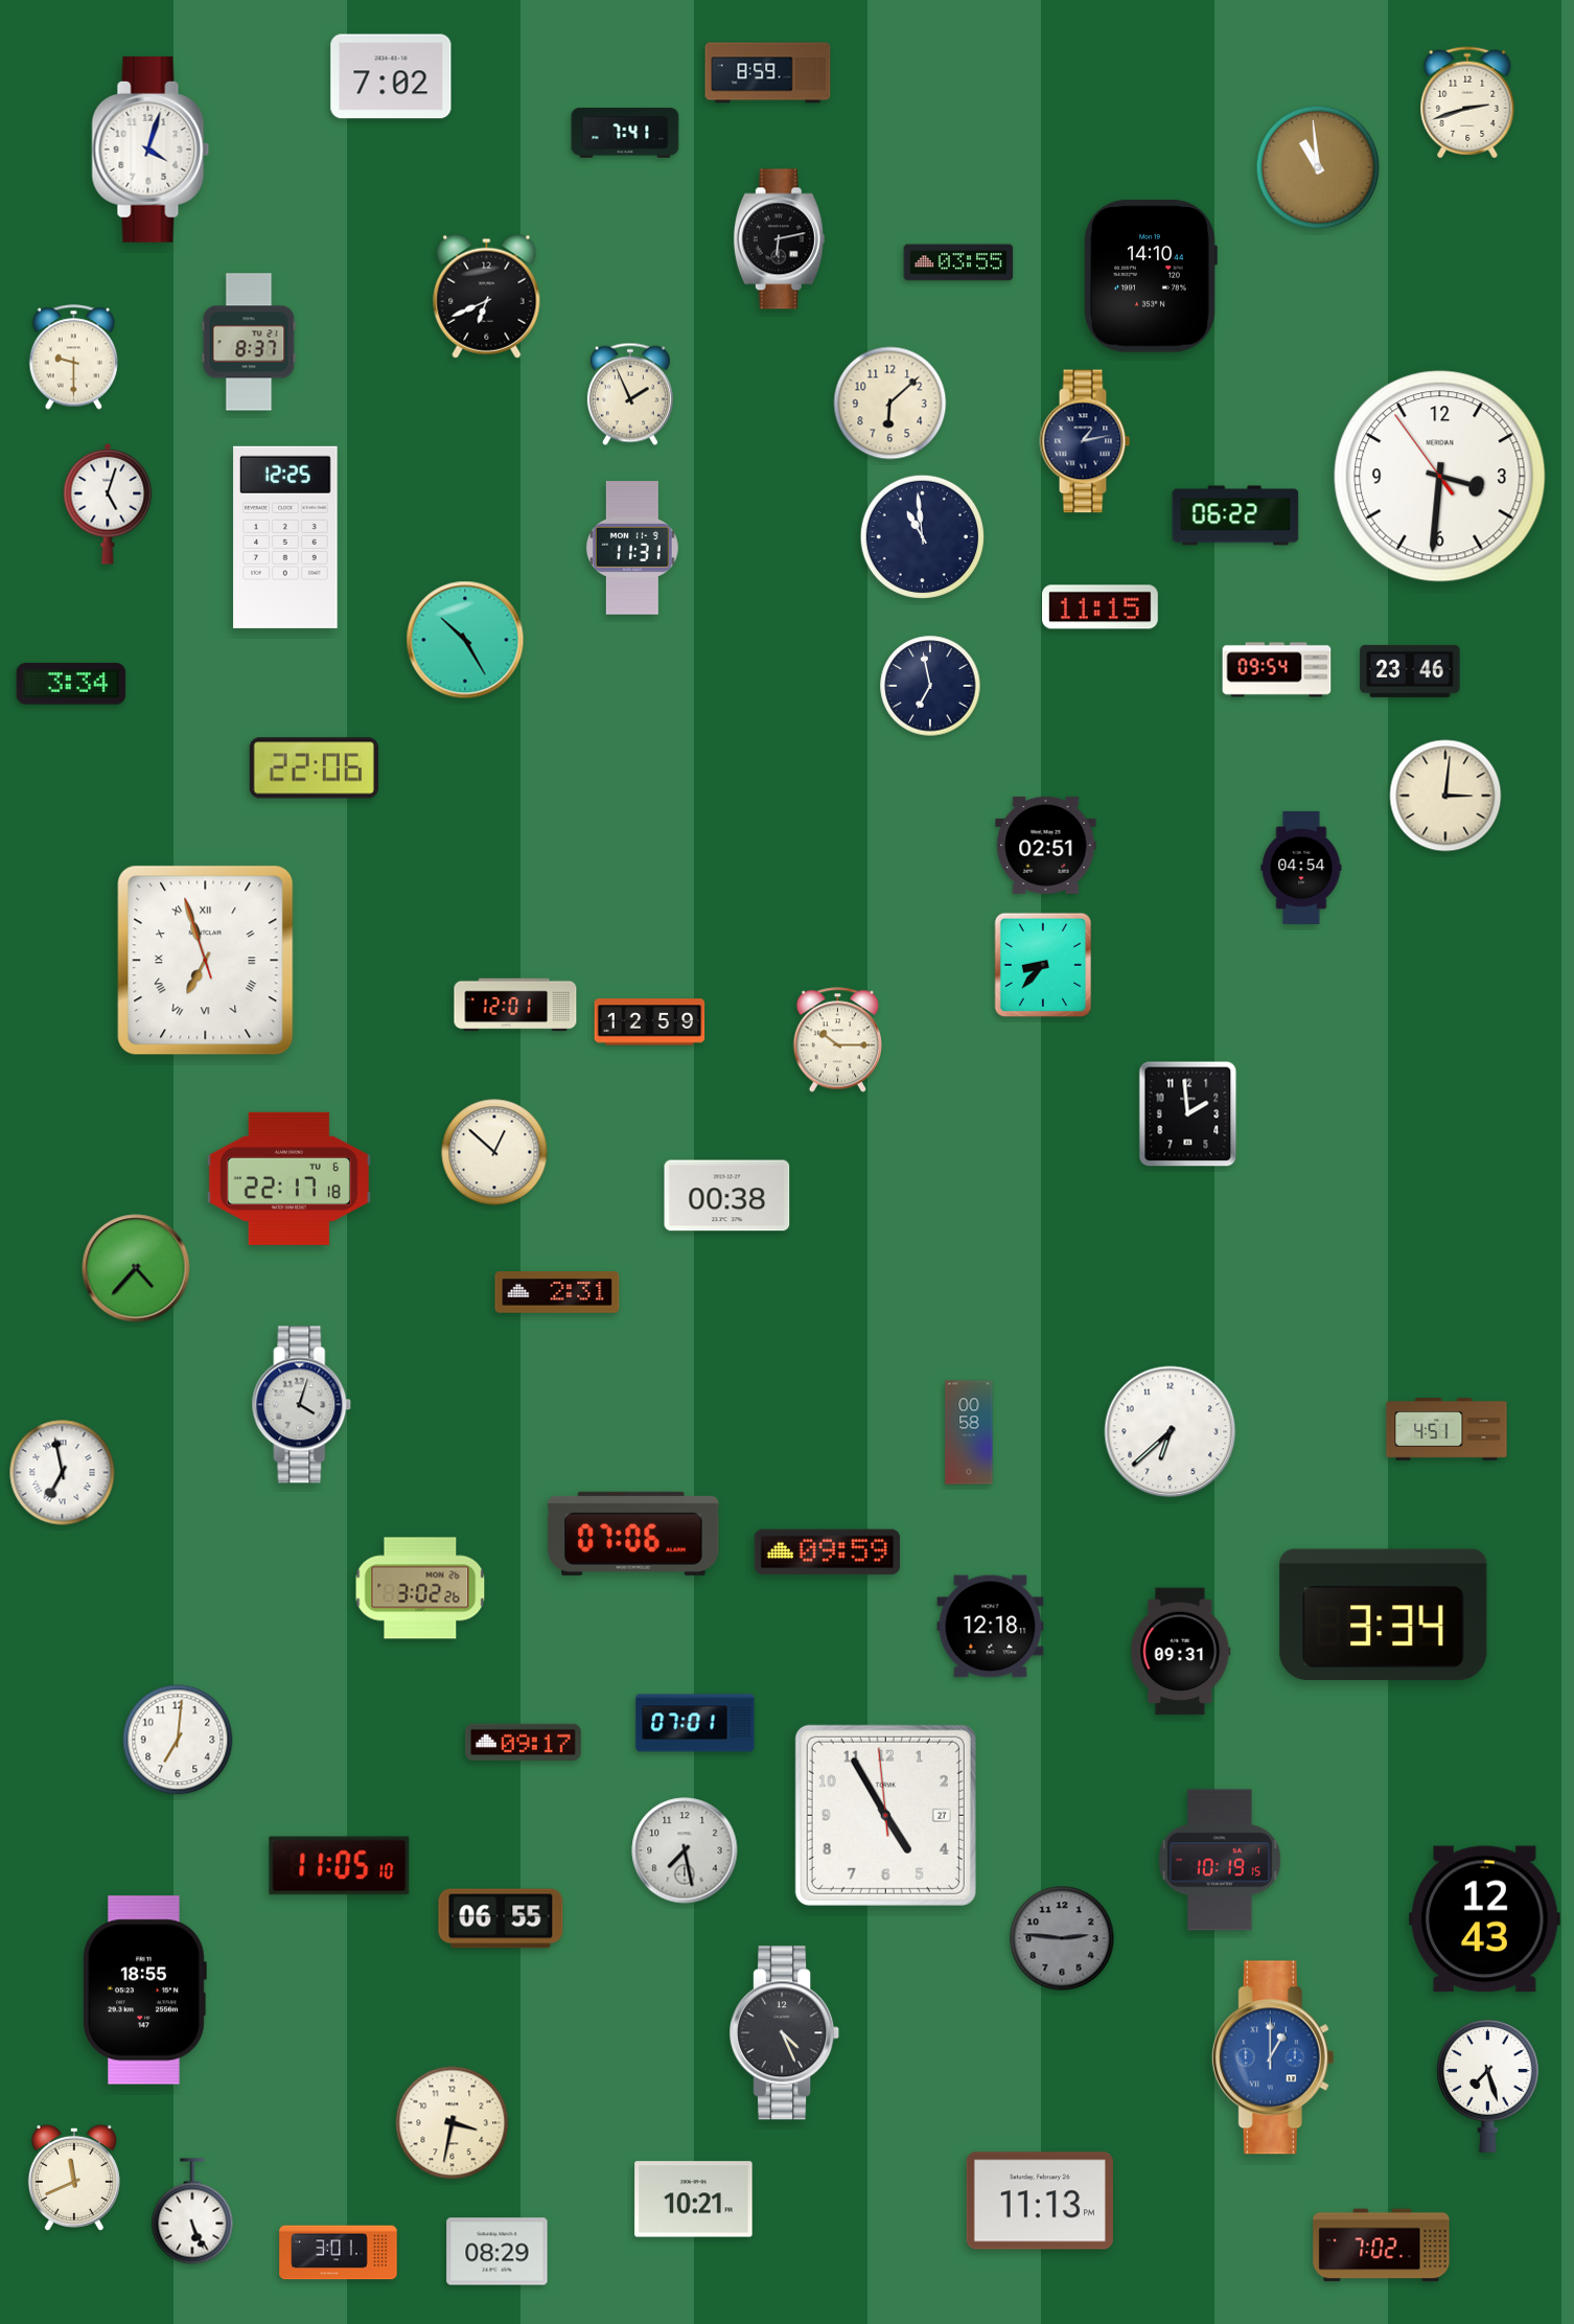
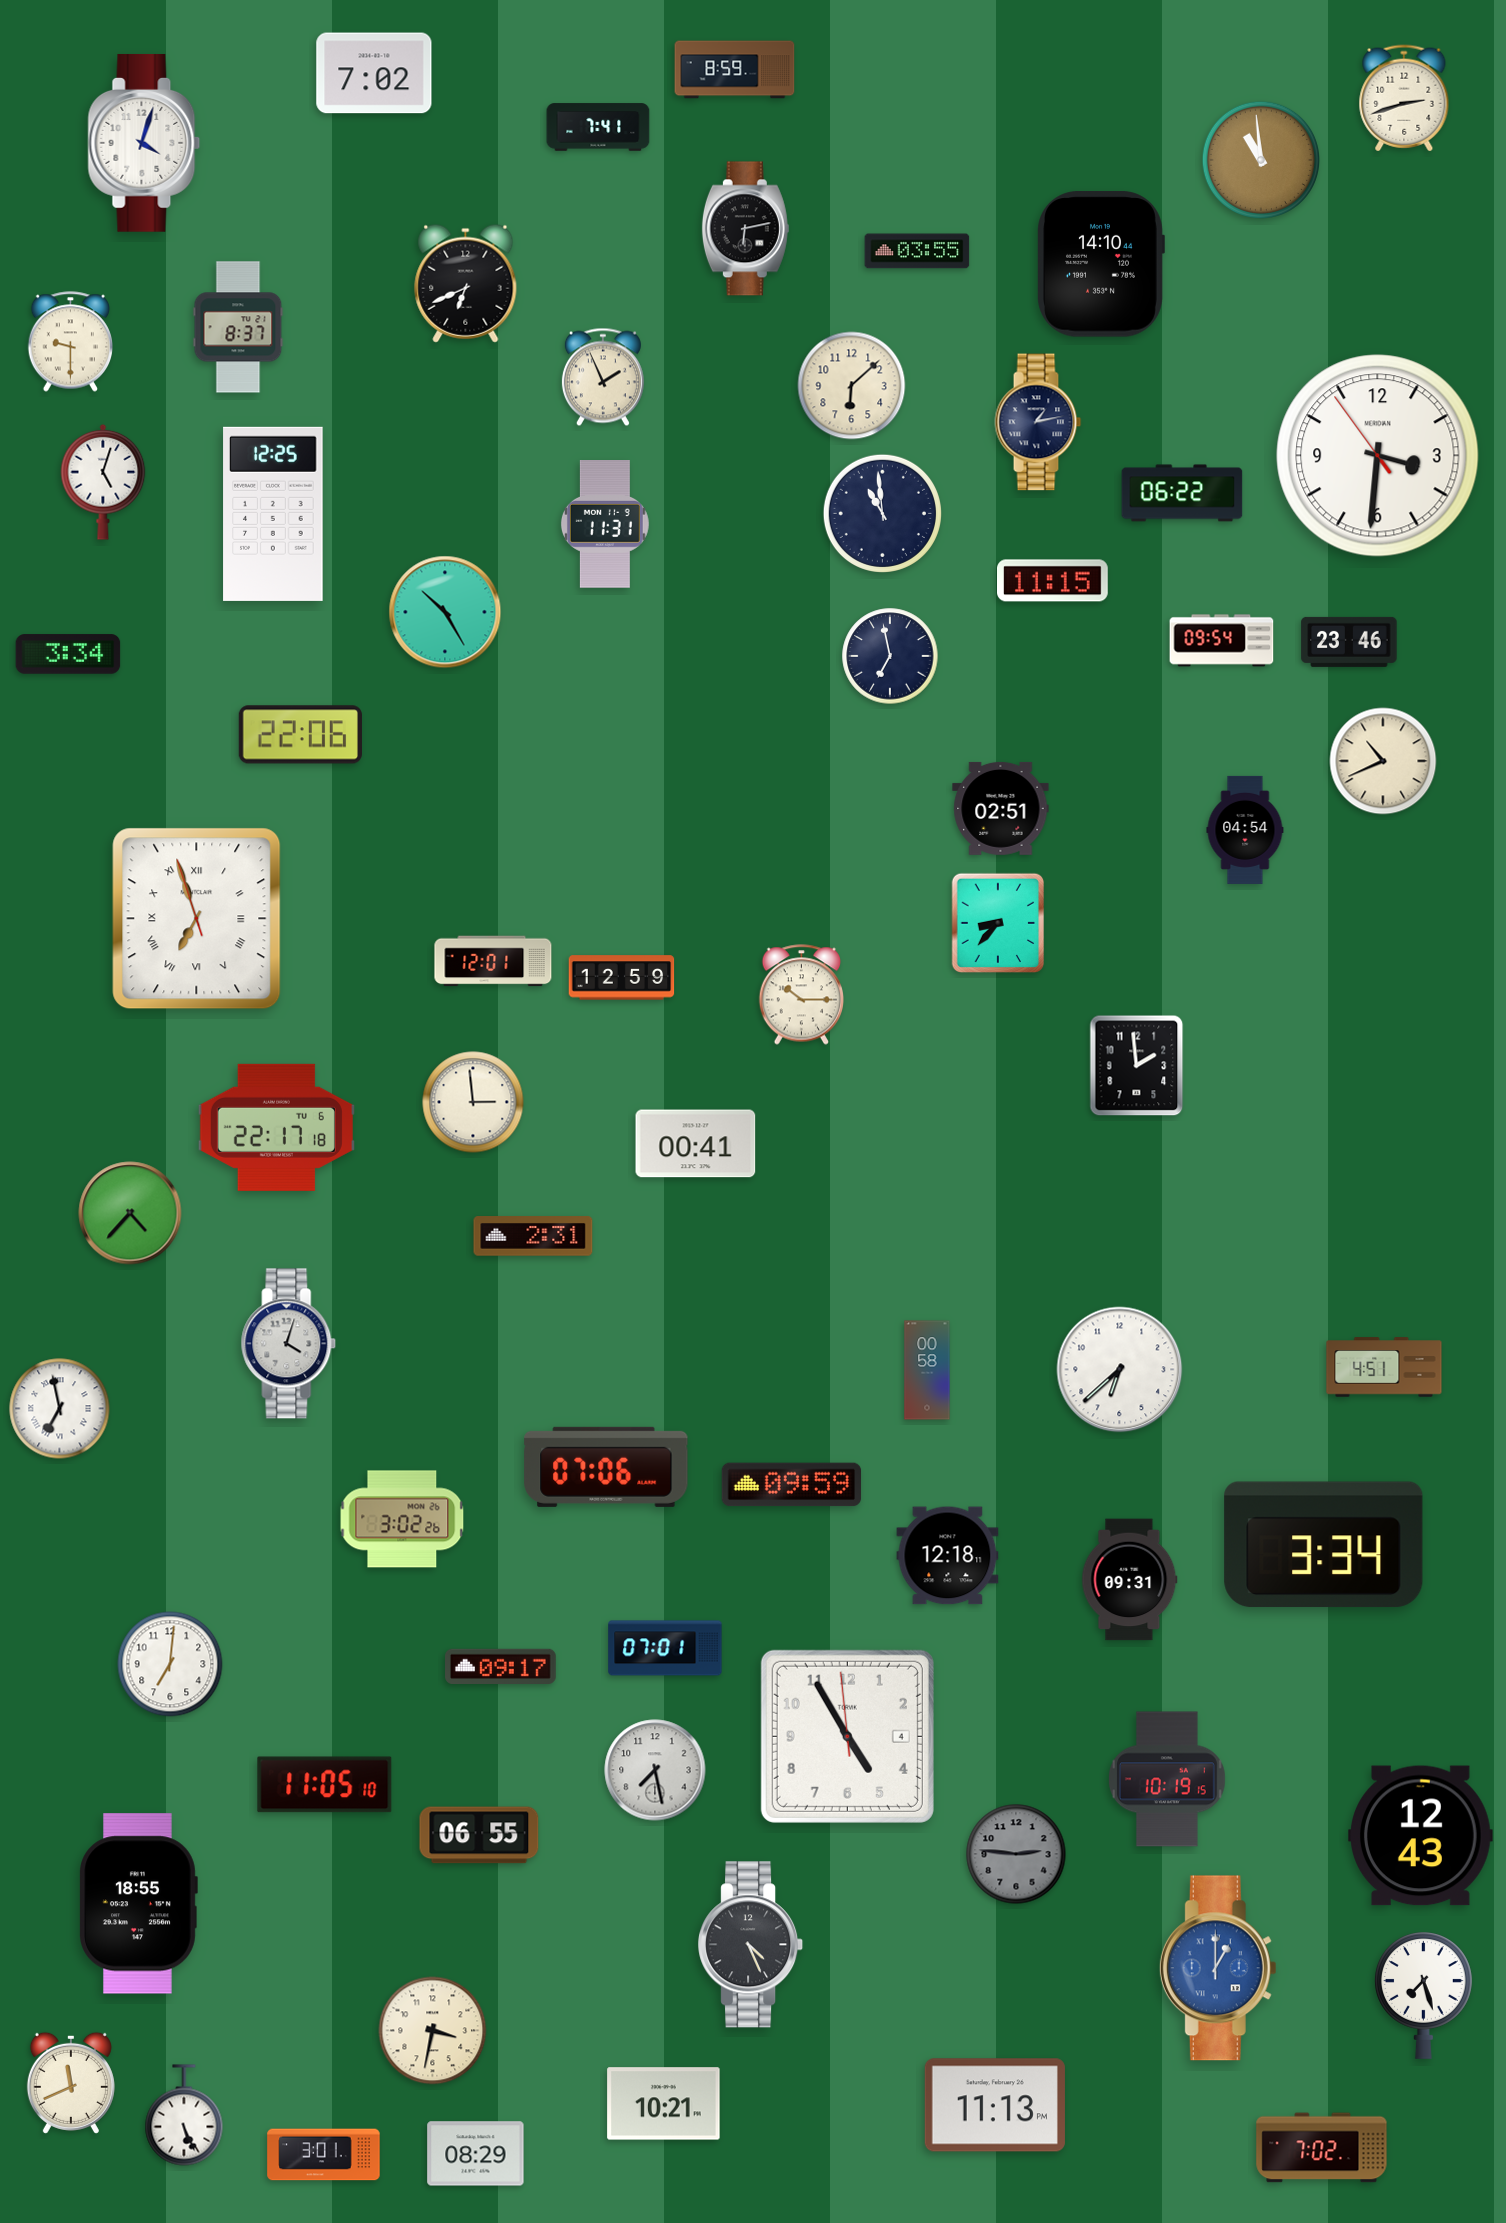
clock at (1445, 796): 3:01 -> 10:41
clock at (494, 1152): 12:52 -> 2:59
clock at (727, 1196): 00:38 -> 00:41
clock at (885, 1815) date: 27 -> 4
